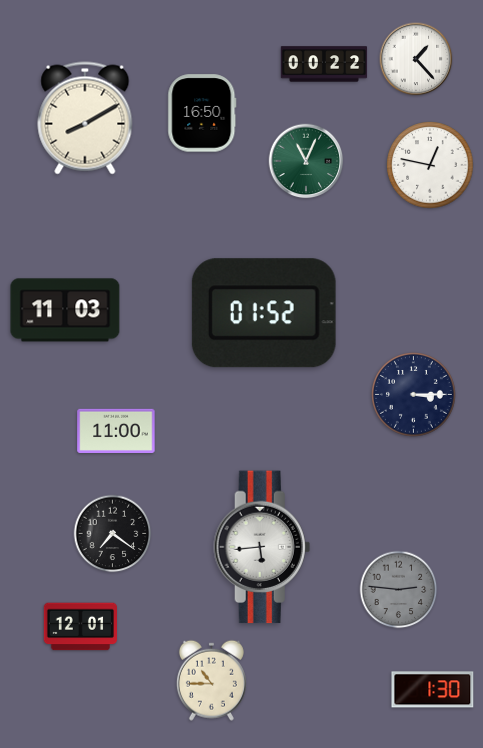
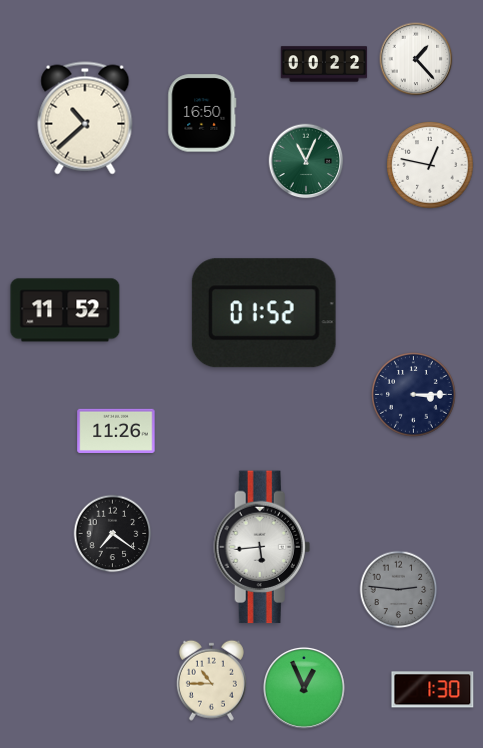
clock at (85, 118): 8:10 -> 10:38
clock at (65, 310): 11:03 -> 11:52
clock at (116, 430): 11:00 -> 11:26
clock at (80, 627): 12:01 -> none
clock at (304, 688): none -> 12:56
